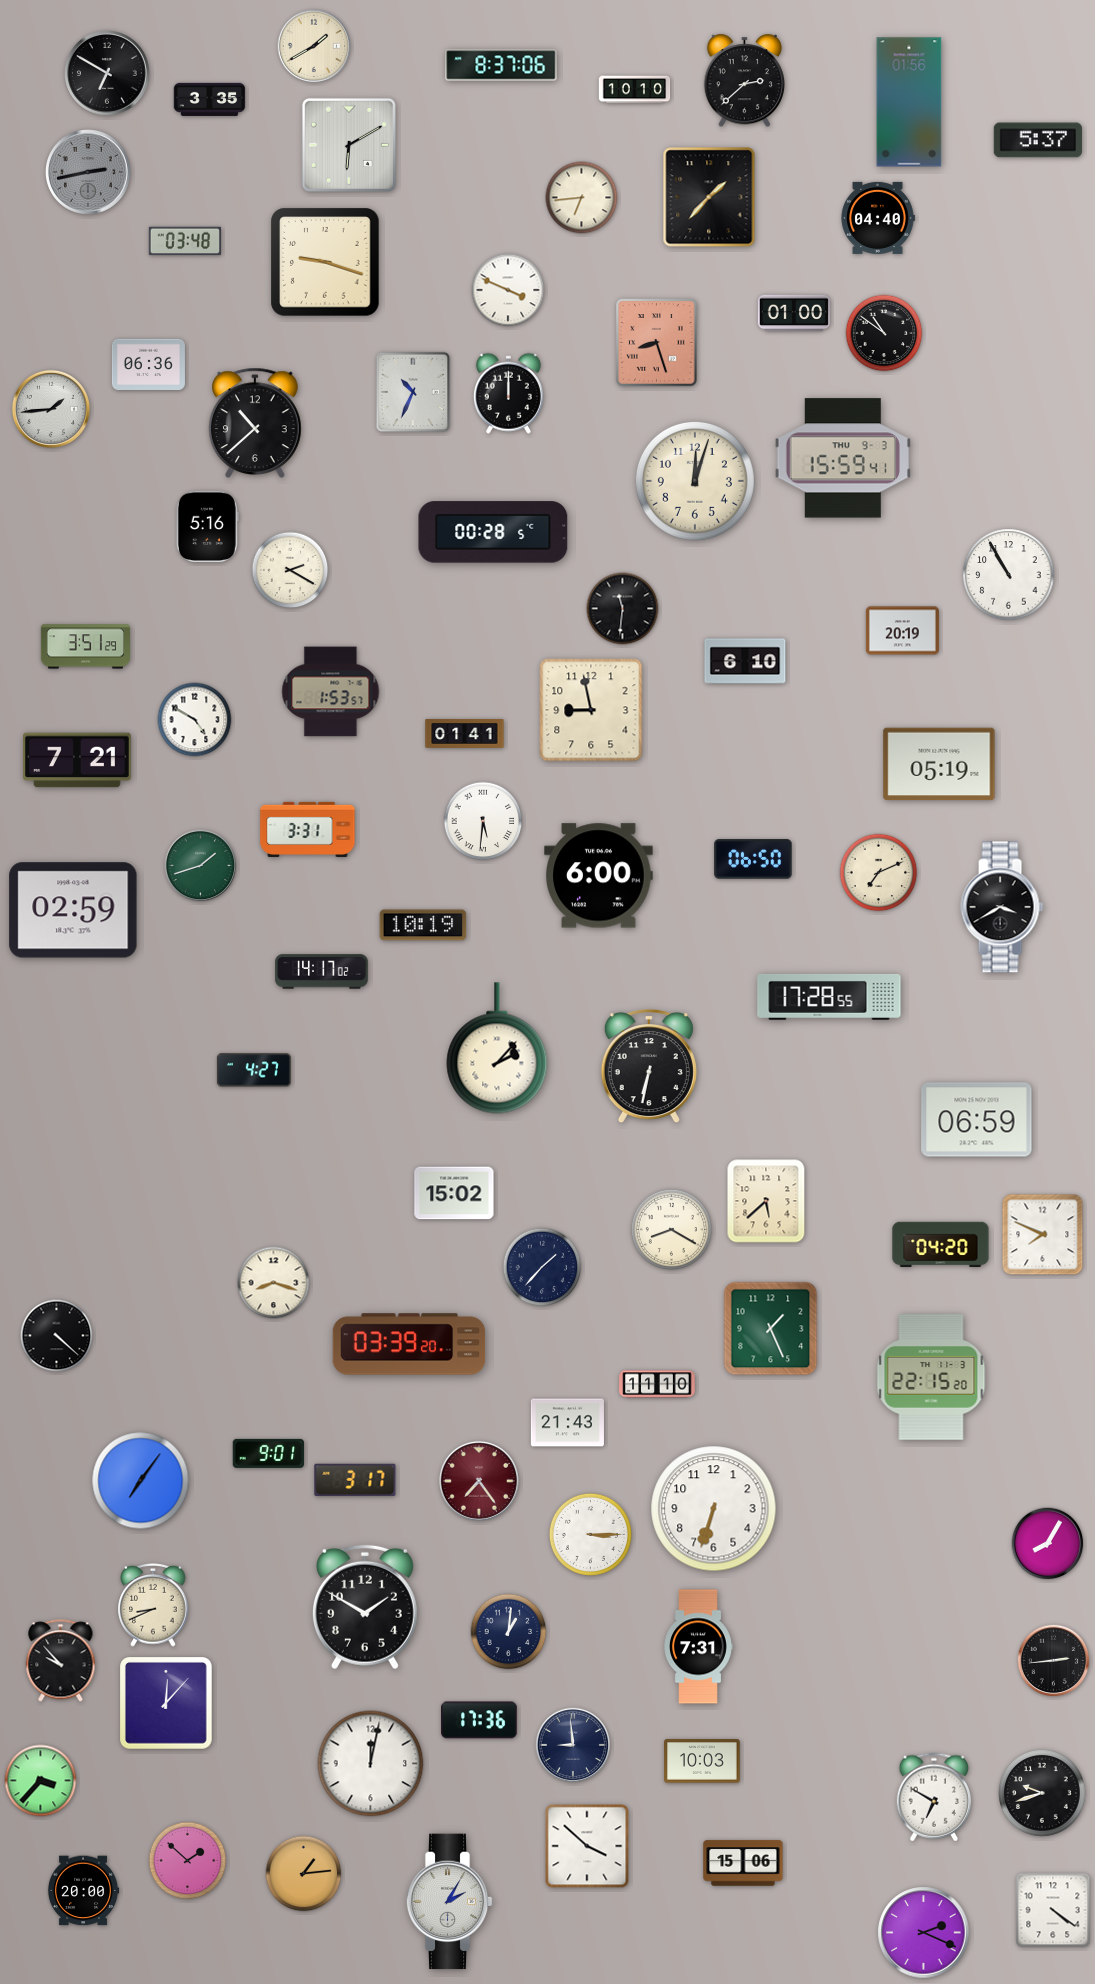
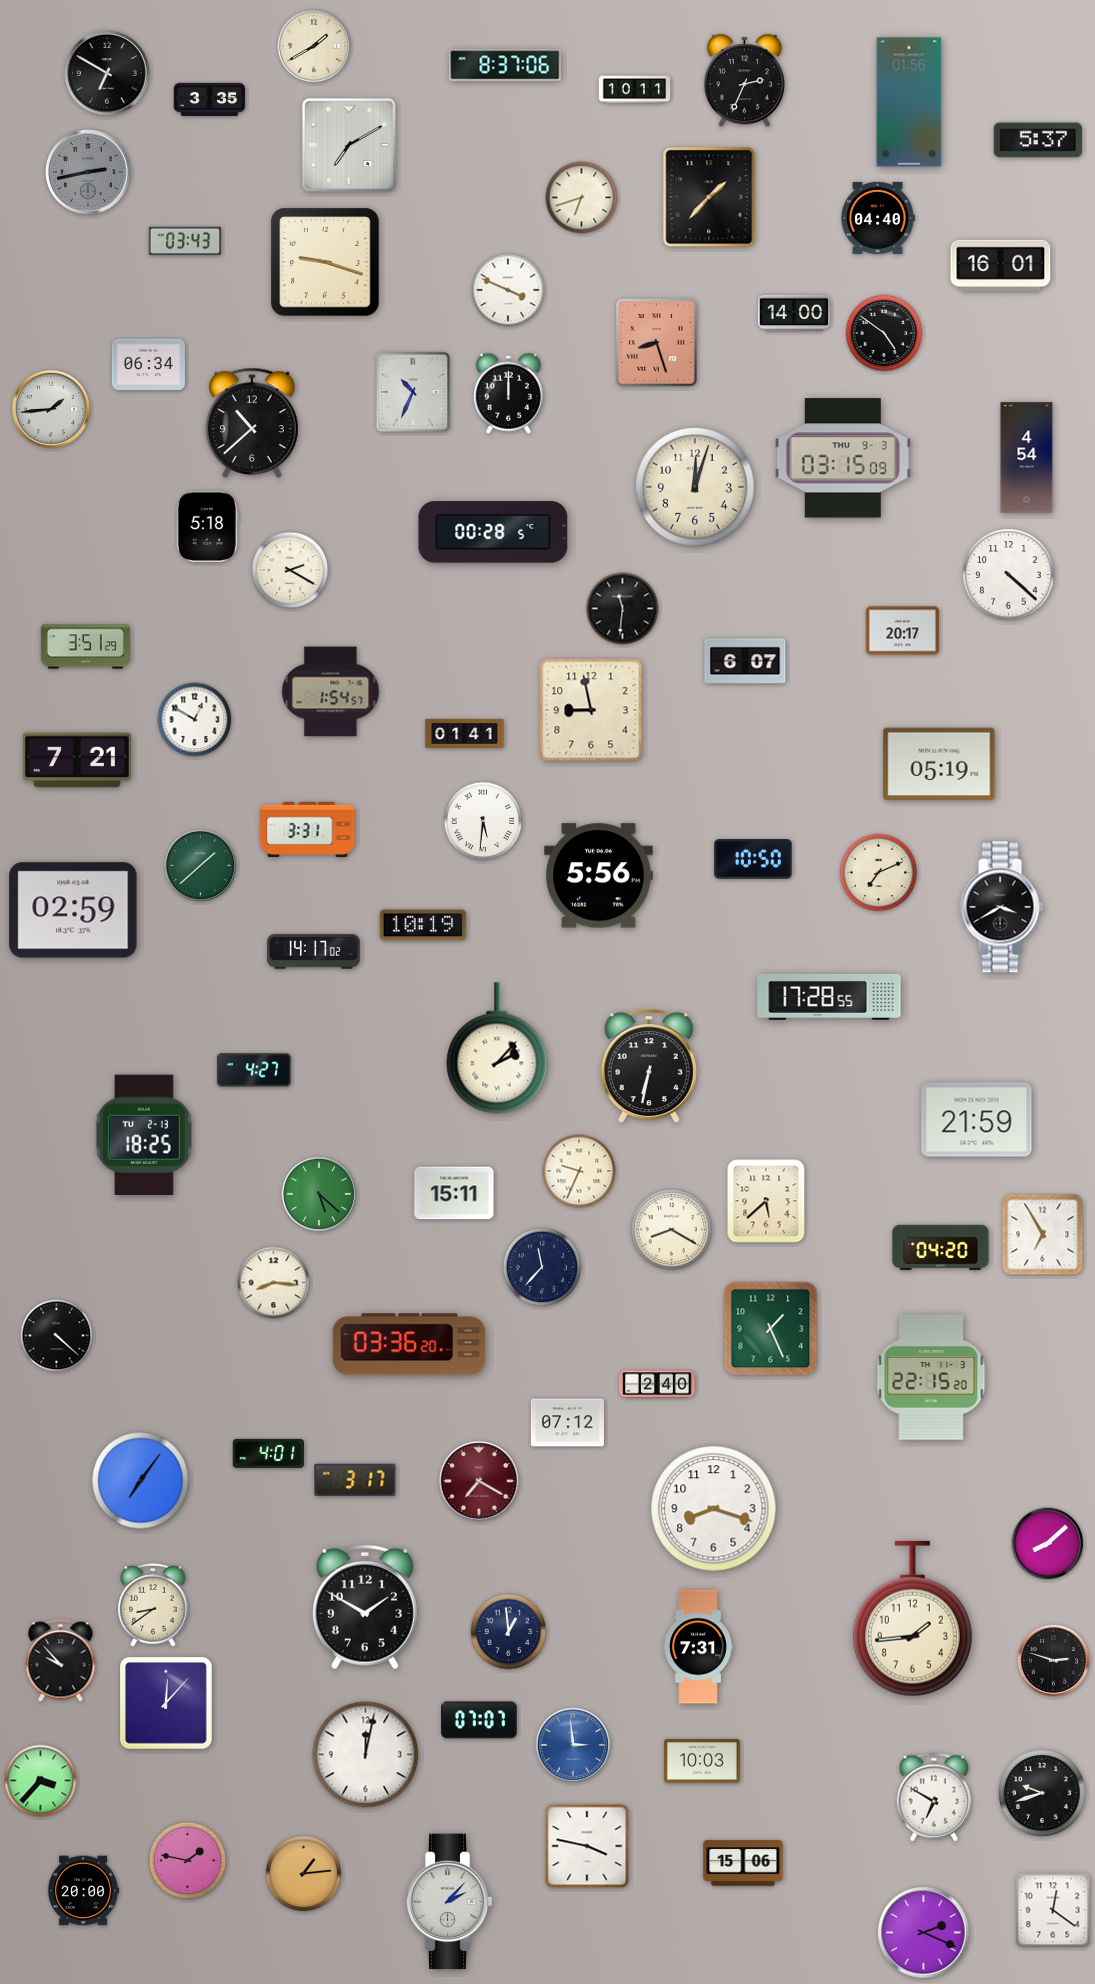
clock at (501, 65) position: (501, 65) -> (505, 65)
clock at (744, 81): 2:38 -> 2:34
clock at (635, 90): 10:10 -> 10:11
clock at (349, 145): 6:10 -> 7:10
clock at (582, 198): 6:44 -> 6:42
clock at (184, 241): 03:48 -> 03:43
clock at (1001, 265): none -> 16:01
clock at (793, 313): 01:00 -> 14:00
clock at (884, 333): 10:51 -> 4:51
clock at (148, 365): 06:36 -> 06:34
clock at (256, 423) position: (256, 423) -> (253, 423)
clock at (842, 458): 15:59 -> 03:15
clock at (1027, 458): none -> 4:54
clock at (695, 481) position: (695, 481) -> (695, 487)
clock at (207, 527): 5:16 -> 5:18
clock at (1009, 575): 10:55 -> 4:22
clock at (902, 631): 20:19 -> 20:17
clock at (745, 661): 6:10 -> 6:07
clock at (331, 692): 1:53 -> 1:54
clock at (195, 720): 4:50 -> 12:50
clock at (753, 859): 06:50 -> 10:50
clock at (201, 866): 1:42 -> 1:38
clock at (599, 876): 6:00 -> 5:56
clock at (322, 972) position: (322, 972) -> (314, 952)
clock at (977, 1120): 06:59 -> 21:59
clock at (144, 1135): none -> 18:25
clock at (579, 1171): none -> 9:34
clock at (454, 1193): 15:02 -> 15:11
clock at (319, 1194): none -> 5:22
clock at (1043, 1235): 7:49 -> 6:55
clock at (941, 1245) position: (941, 1245) -> (941, 1248)
clock at (542, 1267): 1:37 -> 11:37
clock at (274, 1283): 8:18 -> 8:16
clock at (409, 1344): 03:39 -> 03:36
clock at (657, 1384): 11:10 -> 2:40
clock at (567, 1423): 21:43 -> 07:12
clock at (269, 1453): 9:01 -> 4:01
clock at (479, 1481): 7:24 -> 7:20
clock at (714, 1509): 6:33 -> 8:18
clock at (590, 1534): 3:15 -> none
clock at (1048, 1544): 8:05 -> 8:08
clock at (153, 1605): 8:41 -> 8:39
clock at (912, 1619): none -> 1:44
clock at (509, 1632): 1:01 -> 12:59
clock at (1054, 1661): 2:44 -> 2:48
clock at (479, 1720): 17:36 -> 07:07
clock at (573, 1745): 8:59 -> 2:59
clock at (573, 1745) dial: navy -> blue
clock at (371, 1764) position: (371, 1764) -> (366, 1755)
clock at (587, 1846): 3:52 -> 3:47
clock at (188, 1861): 1:52 -> 1:47
clock at (449, 1902): 2:05 -> 2:07
clock at (1053, 1910): 4:21 -> 12:21
